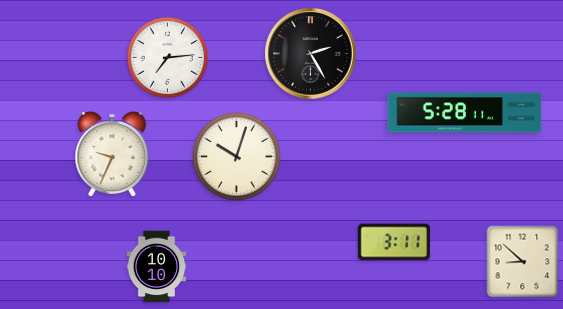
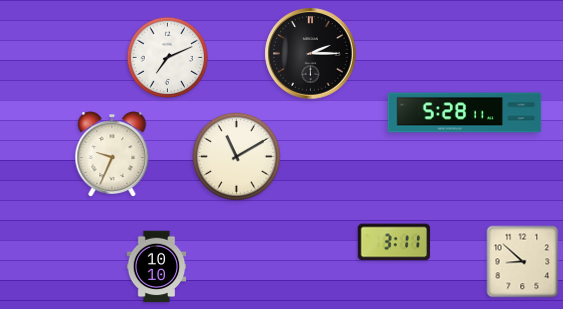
clock at (311, 54): 2:25 -> 2:15
clock at (168, 58): 7:14 -> 7:11
clock at (237, 157): 10:03 -> 11:10
